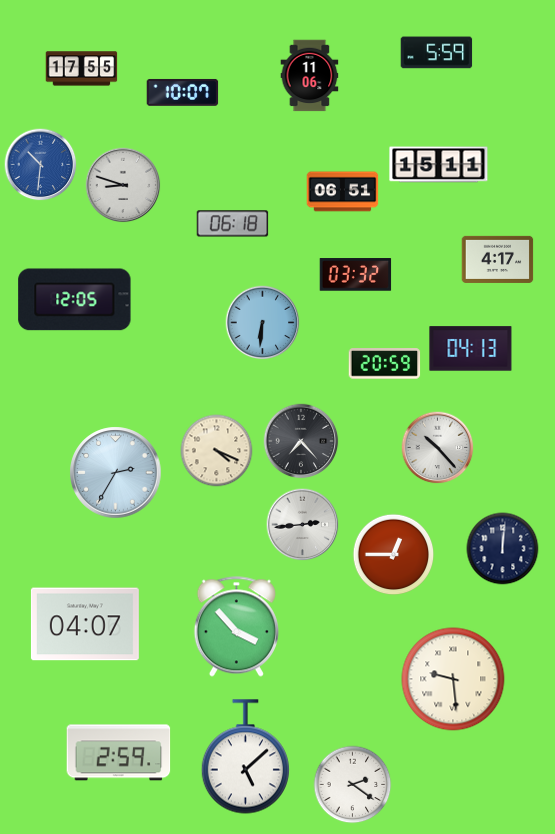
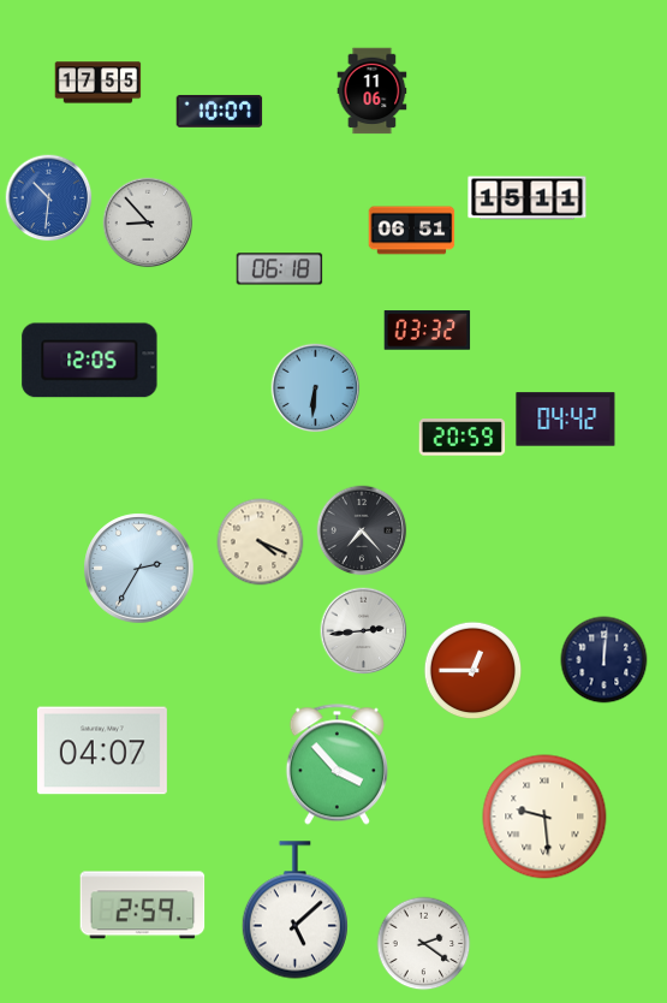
clock at (437, 53): 5:59 -> none
clock at (123, 185): 8:48 -> 8:53
clock at (498, 259): 4:17 -> none
clock at (471, 349): 04:13 -> 04:42
clock at (438, 448): 10:23 -> none
clock at (394, 555) position: (394, 555) -> (474, 671)
clock at (236, 627) position: (236, 627) -> (337, 765)
